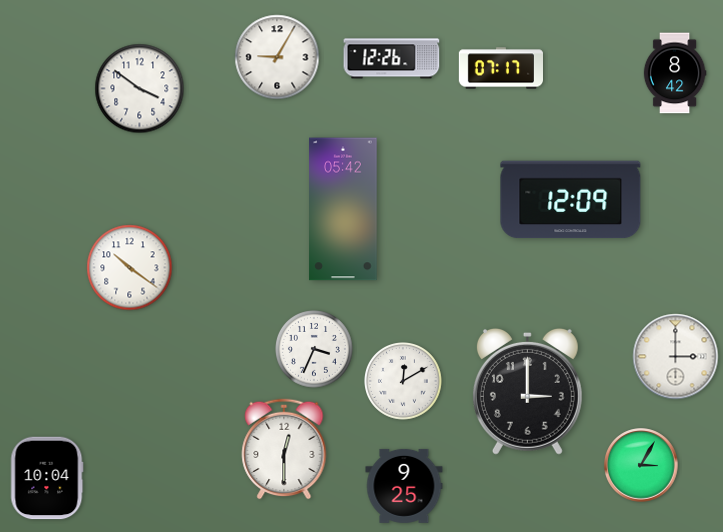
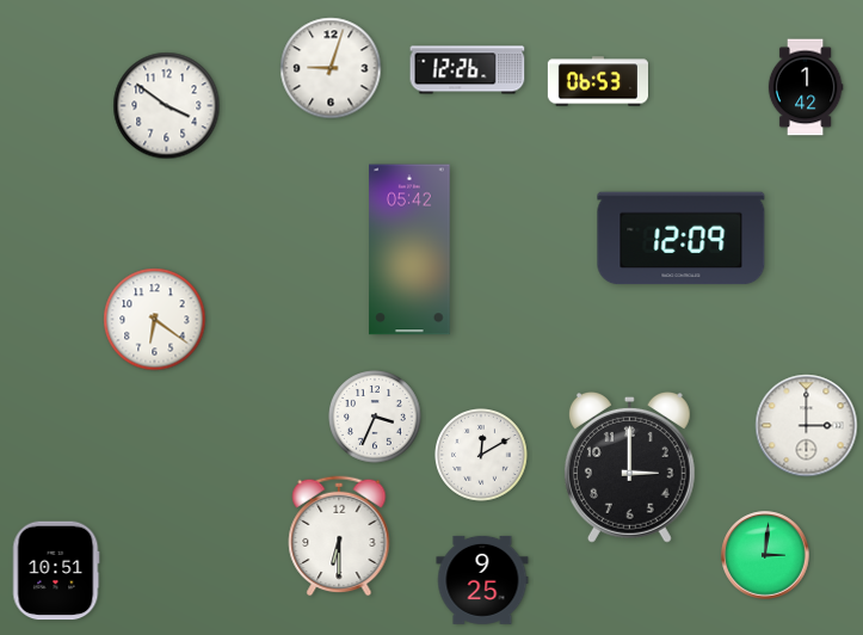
clock at (277, 57): 9:05 -> 9:03
clock at (500, 68): 07:17 -> 06:53
clock at (675, 73): 8:42 -> 1:42
clock at (130, 268): 10:21 -> 6:21
clock at (284, 449): 12:30 -> 6:30
clock at (641, 465): 3:05 -> 3:01
clock at (47, 478): 10:04 -> 10:51
